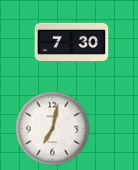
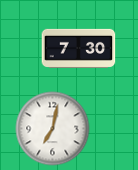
clock at (72, 42) position: (72, 42) -> (79, 48)
